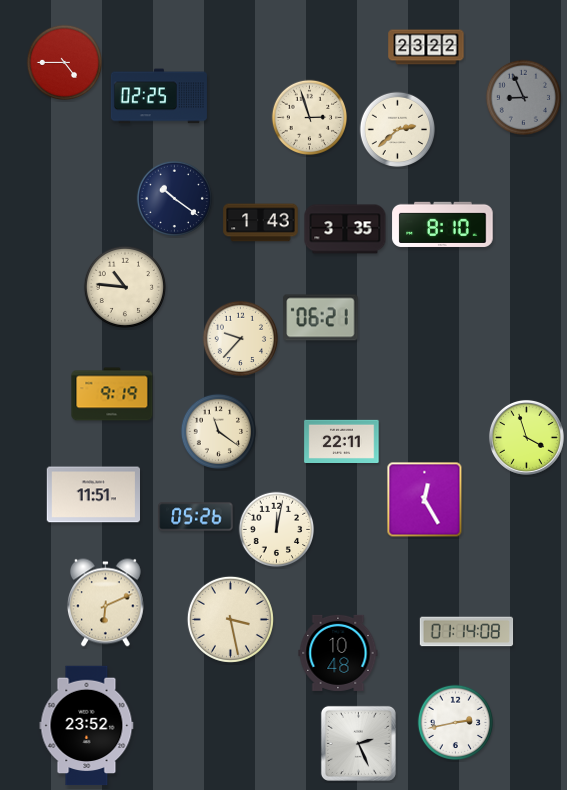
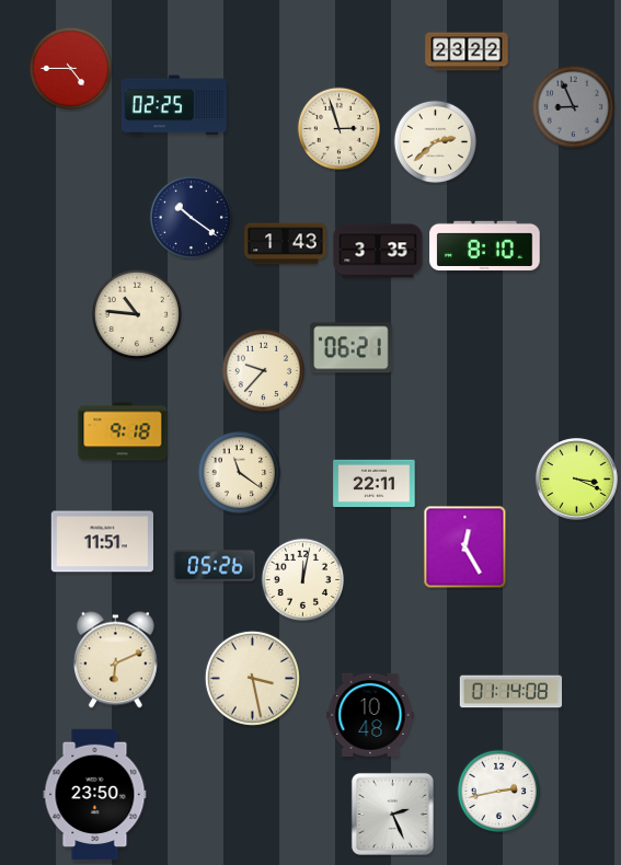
clock at (112, 394): 9:19 -> 9:18
clock at (526, 437): 3:57 -> 3:19
clock at (87, 726): 23:52 -> 23:50
